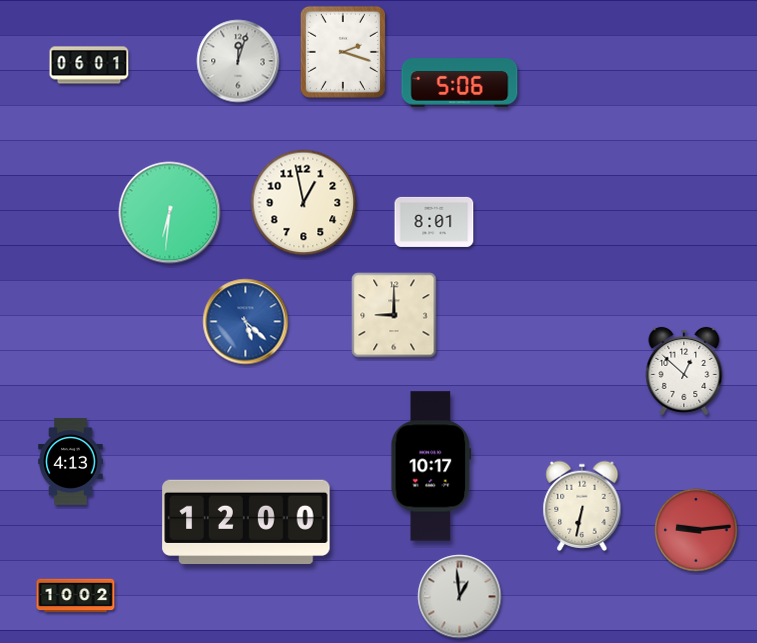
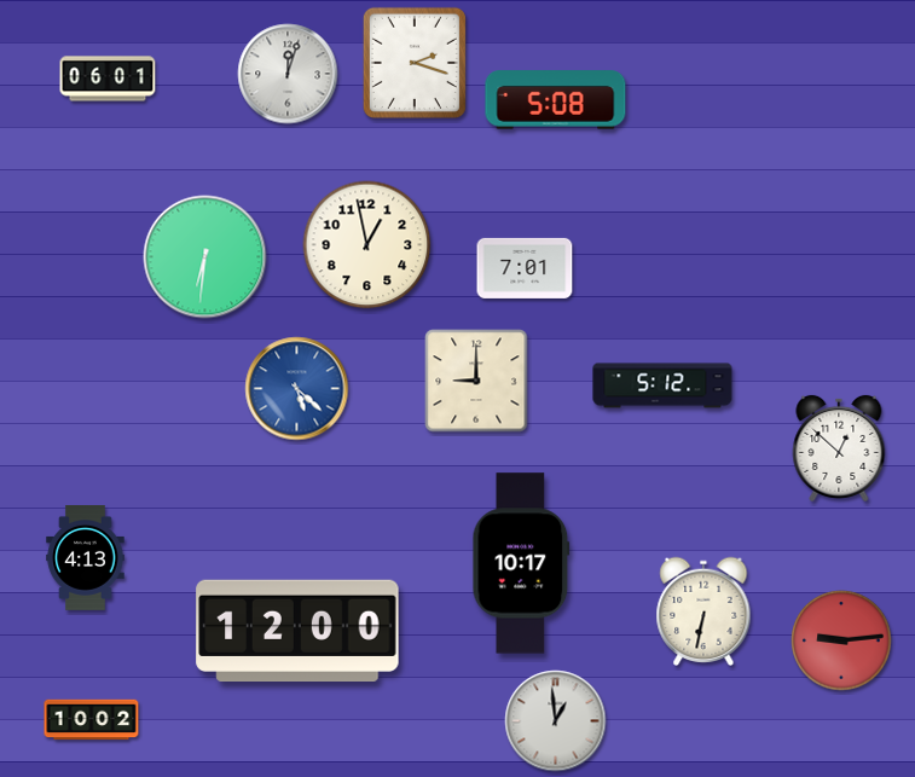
clock at (460, 83): 5:06 -> 5:08
clock at (434, 222): 8:01 -> 7:01
clock at (662, 385): none -> 5:12
clock at (684, 371) position: (684, 371) -> (839, 448)
